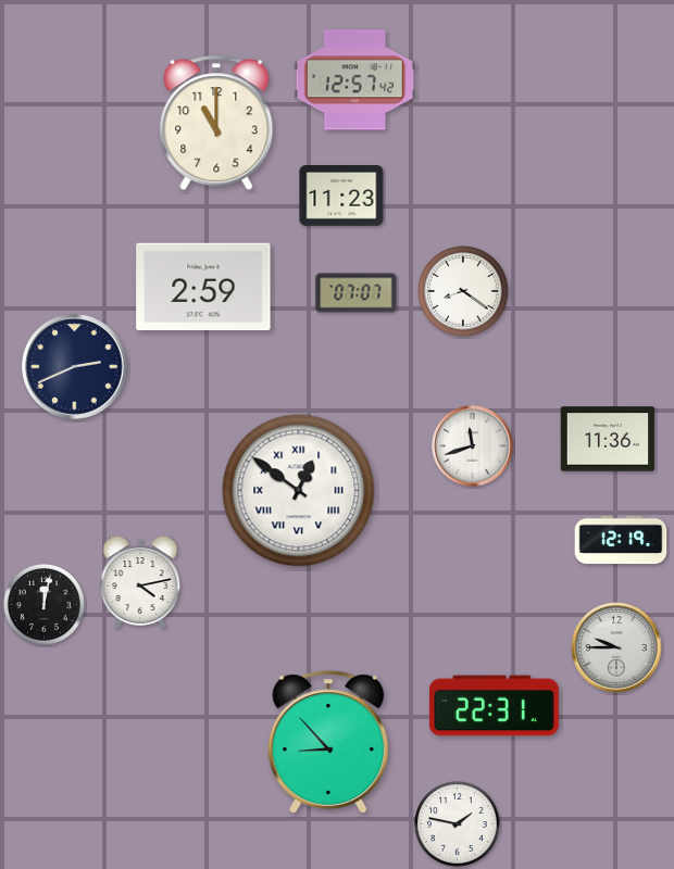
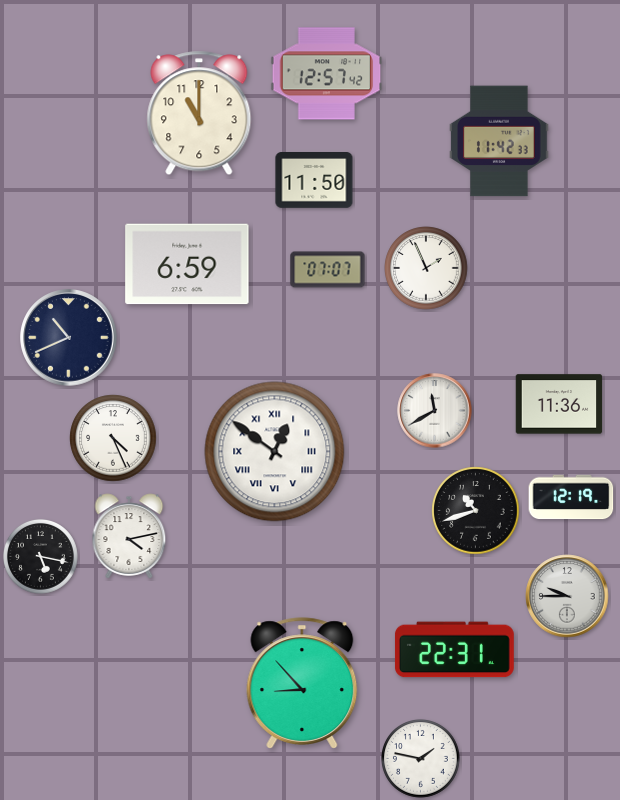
clock at (499, 141): none -> 11:42
clock at (341, 197): 11:23 -> 11:50
clock at (203, 287): 2:59 -> 6:59
clock at (463, 291): 8:21 -> 1:56
clock at (75, 367): 2:41 -> 10:41
clock at (473, 446): 11:42 -> 11:40
clock at (113, 438): none -> 4:26
clock at (476, 511): none -> 10:42
clock at (43, 604): 12:02 -> 5:17
